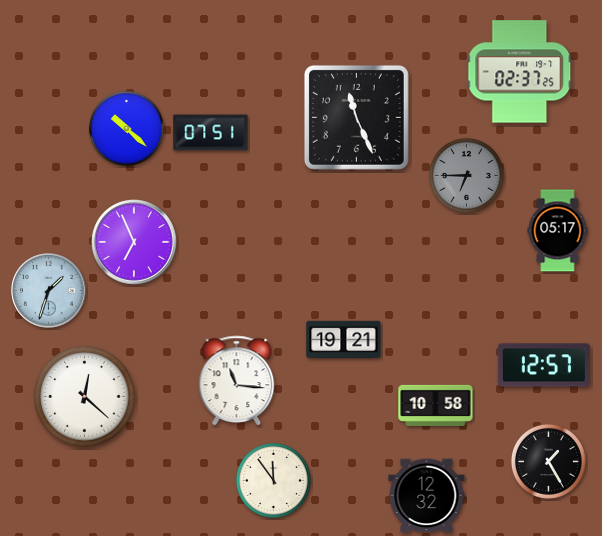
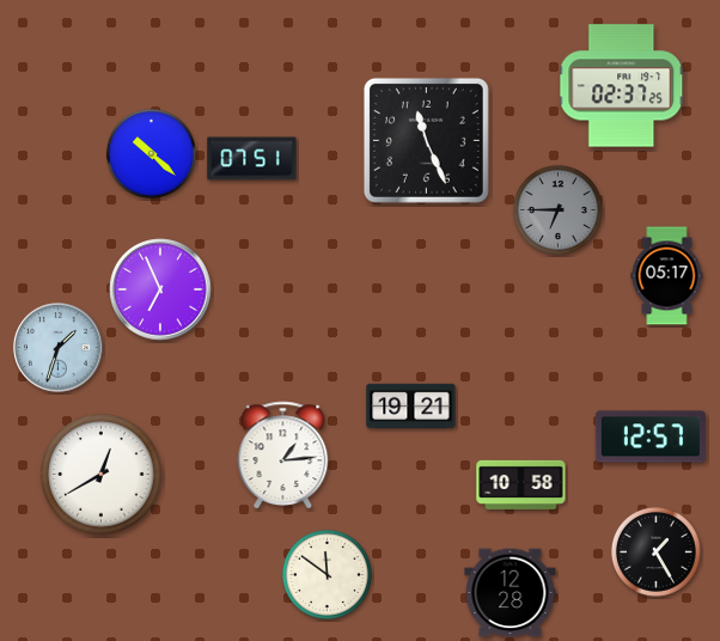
clock at (237, 380): 11:16 -> 1:14
clock at (85, 397): 12:22 -> 12:40
clock at (273, 480): 11:54 -> 11:51
clock at (427, 496): 12:32 -> 12:28
